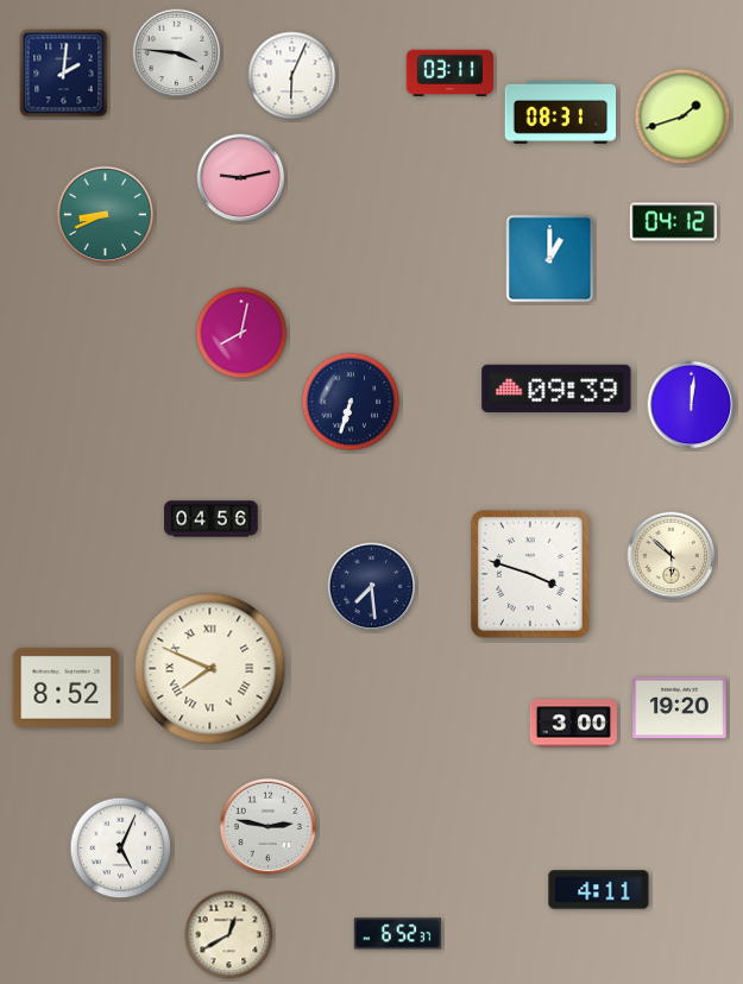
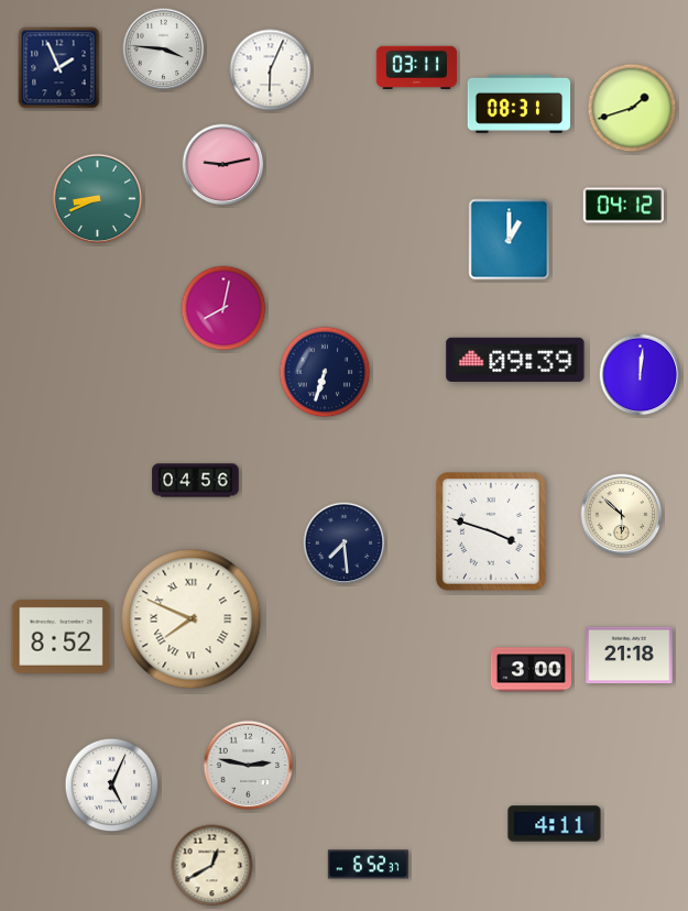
clock at (64, 74): 2:01 -> 1:56
clock at (210, 669) position: (210, 669) -> (192, 619)
clock at (680, 708): 19:20 -> 21:18
